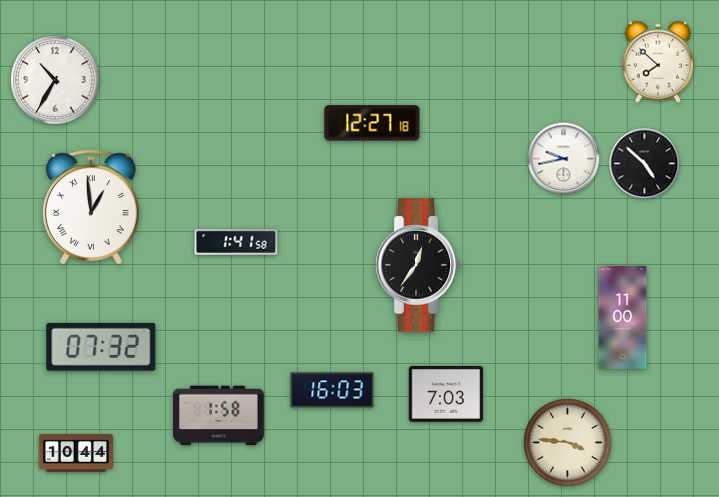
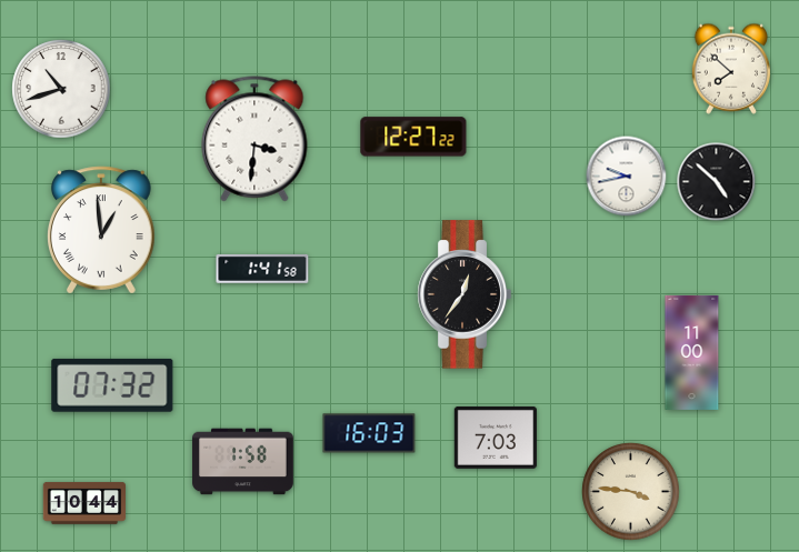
clock at (55, 80): 10:35 -> 10:42
clock at (372, 123): 12:27:18 -> 12:27:22
clock at (254, 139): none -> 3:31
